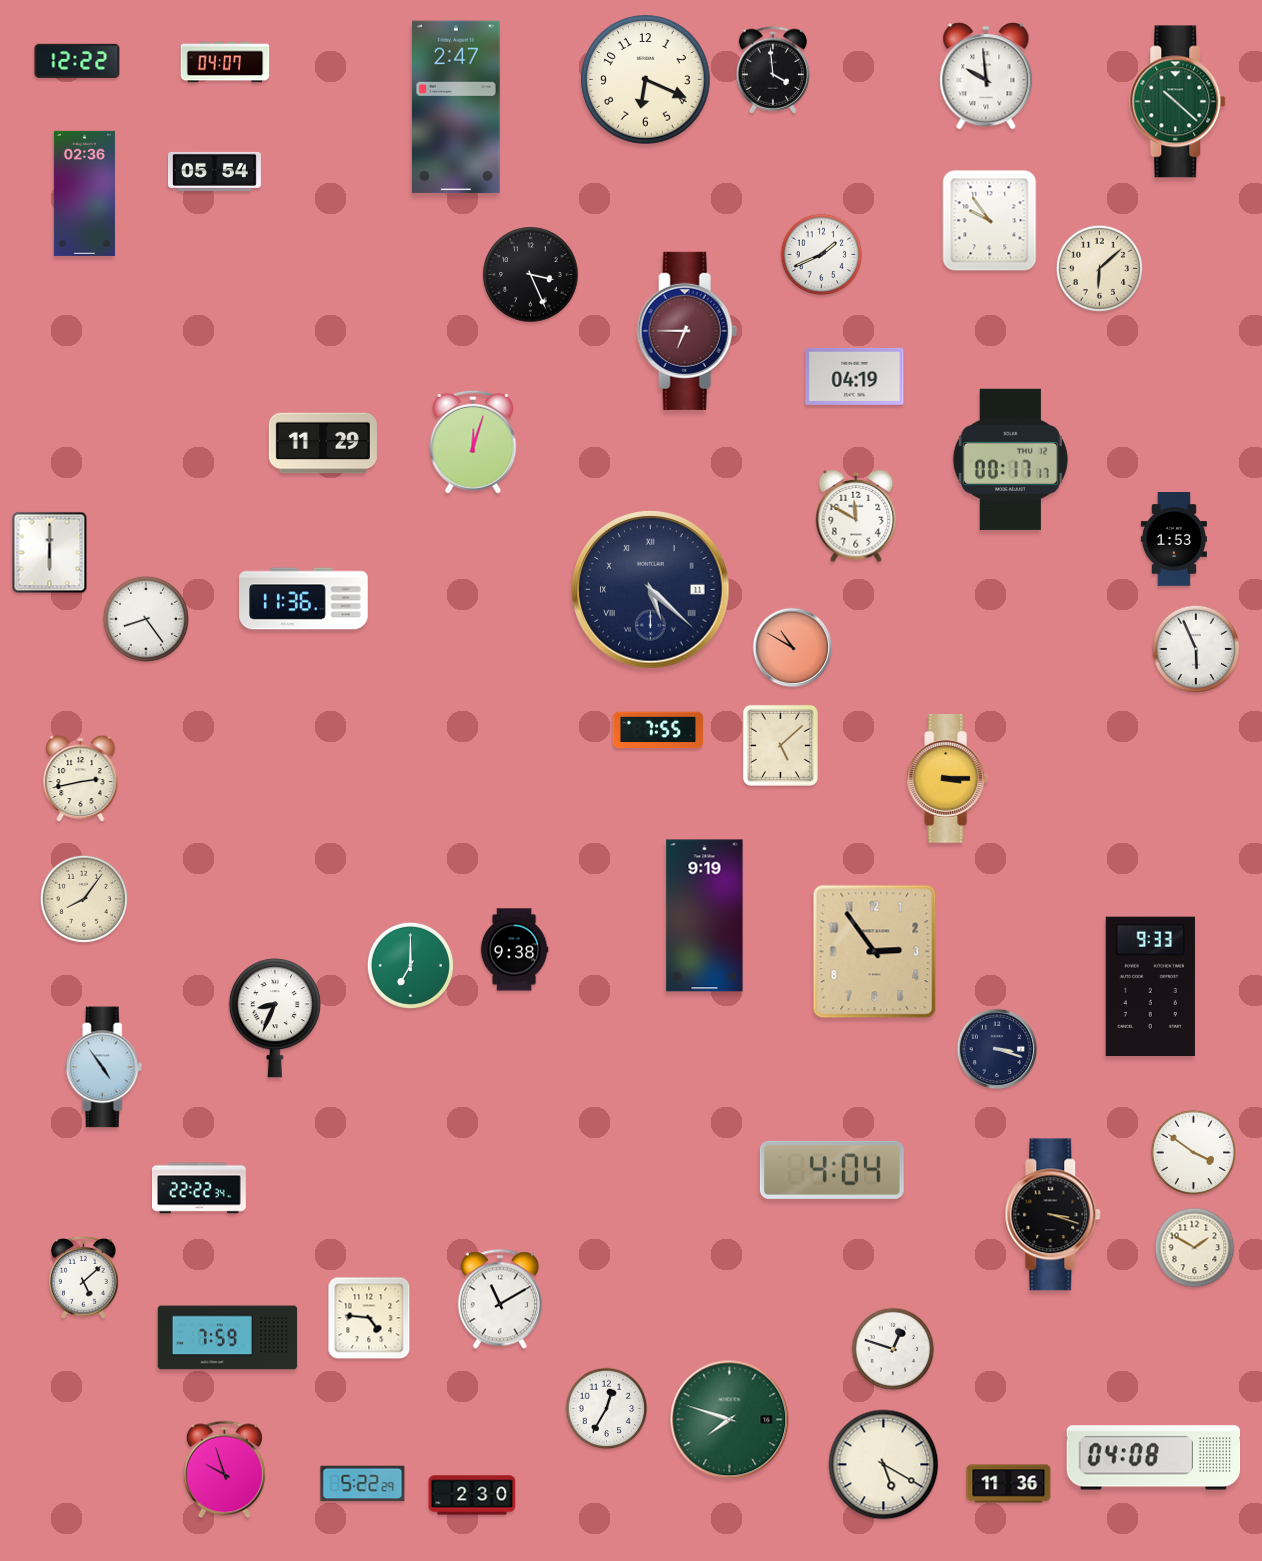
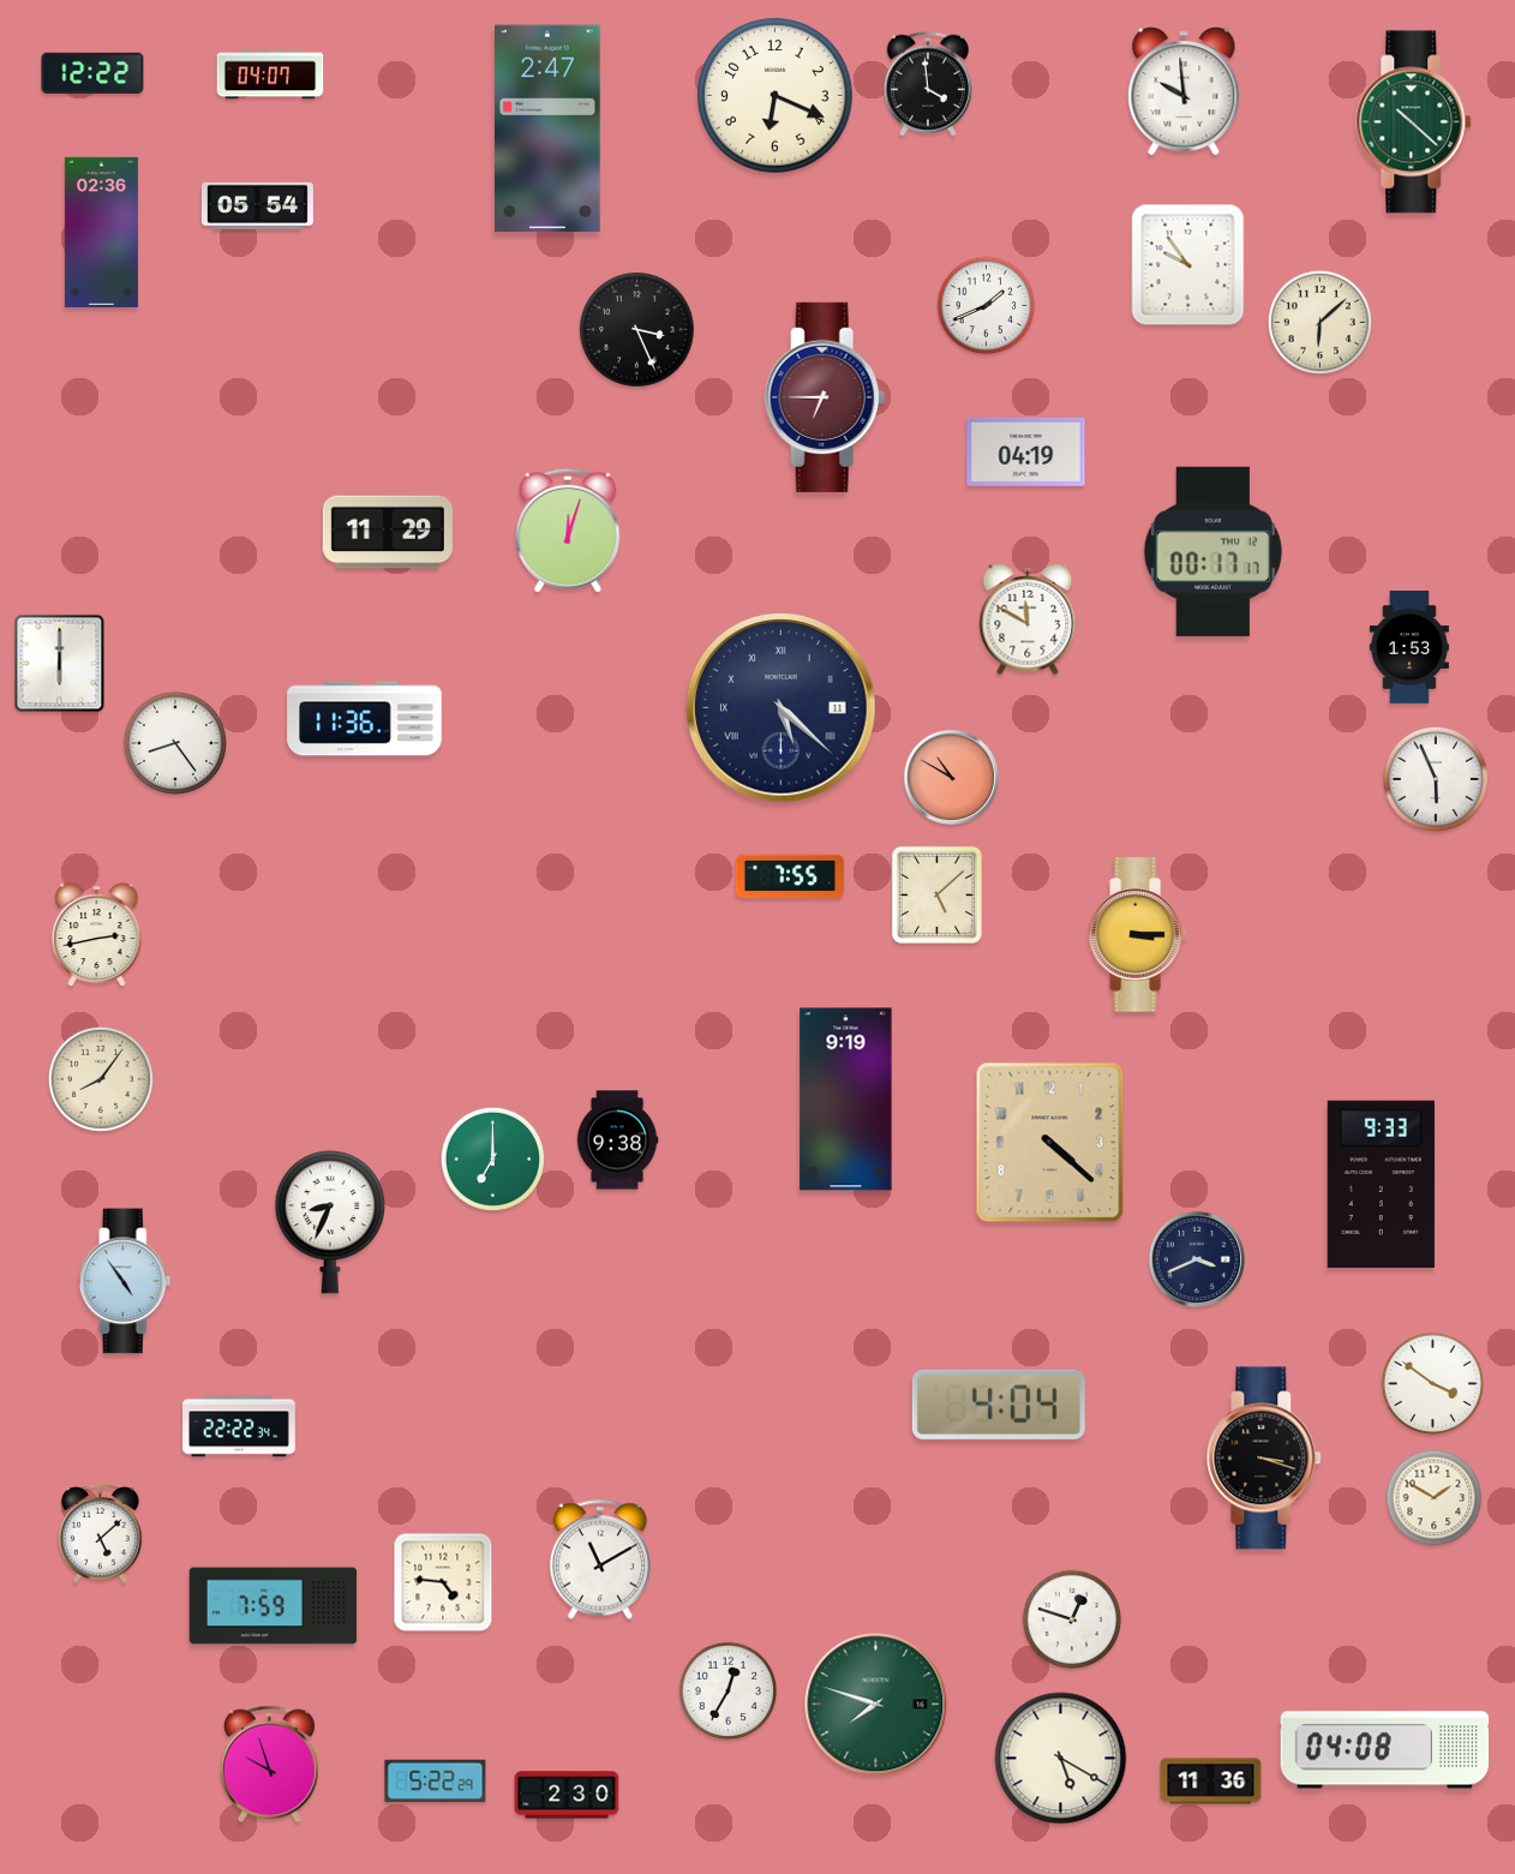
clock at (875, 952): 2:54 -> 4:22
clock at (997, 1049): 3:18 -> 3:41
